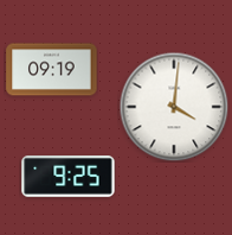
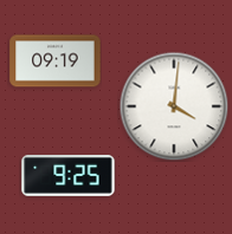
clock at (52, 70) position: (52, 70) -> (56, 61)
